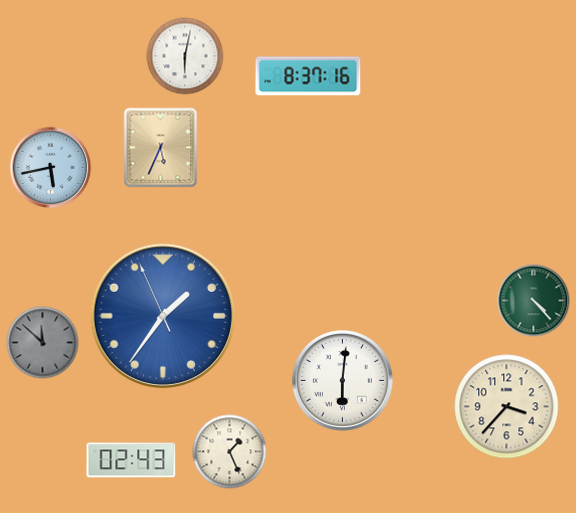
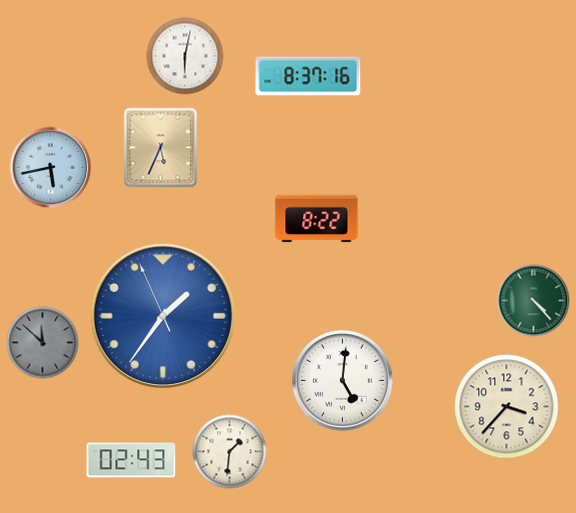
clock at (317, 219): none -> 8:22
clock at (342, 380): 6:01 -> 5:01
clock at (230, 452): 1:26 -> 1:31
